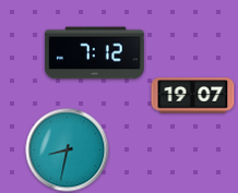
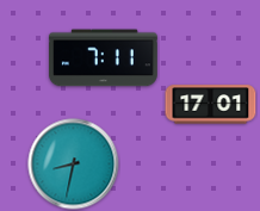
clock at (94, 53): 7:12 -> 7:11
clock at (193, 96): 19:07 -> 17:01
